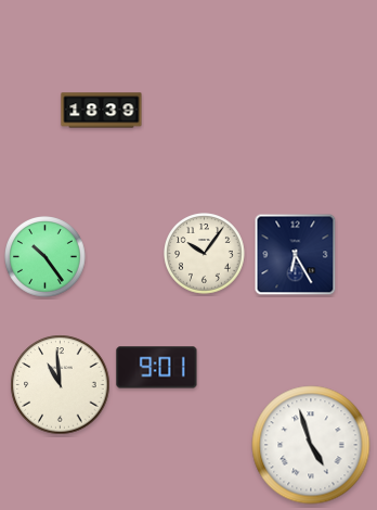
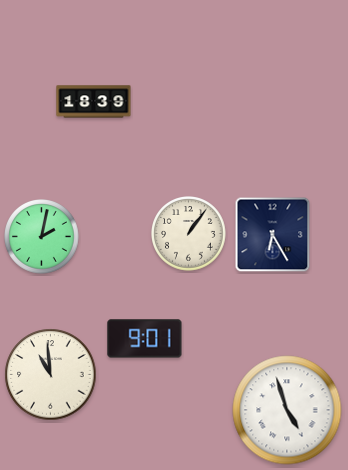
clock at (205, 254): 10:06 -> 1:06
clock at (45, 257): 10:24 -> 2:02
clock at (61, 385) position: (61, 385) -> (51, 375)
